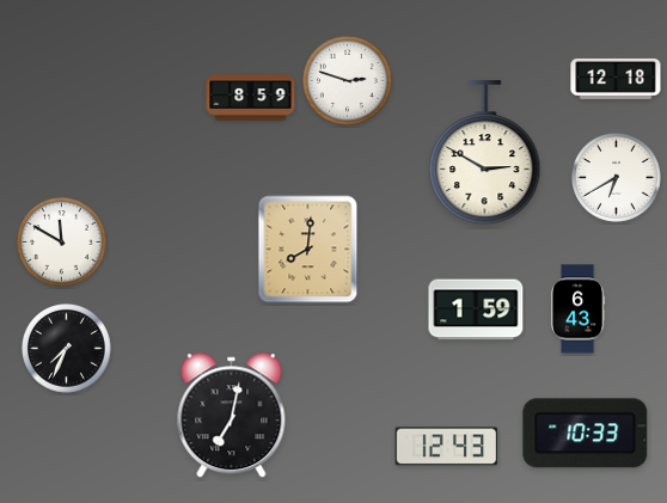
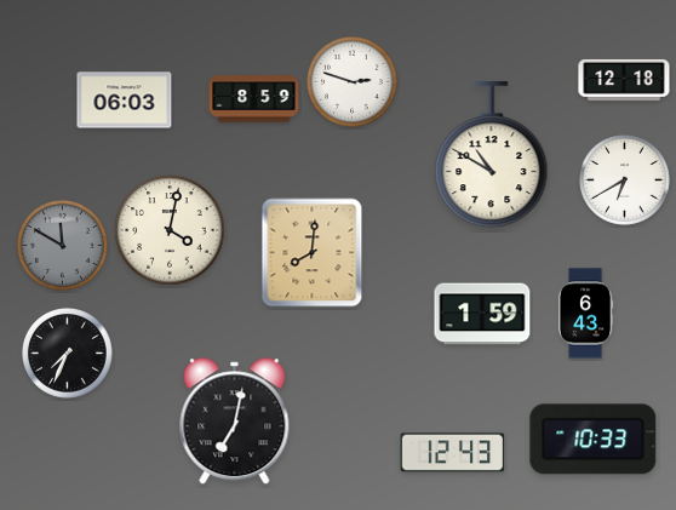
clock at (125, 101): none -> 06:03
clock at (485, 153): 2:50 -> 10:50
clock at (170, 230): none -> 4:02
clock at (62, 243) dial: white -> grey
